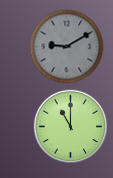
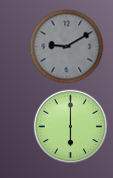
clock at (71, 127): 11:00 -> 6:00
